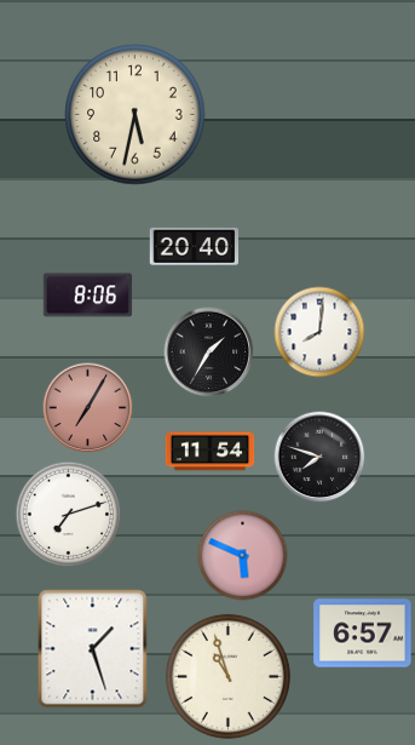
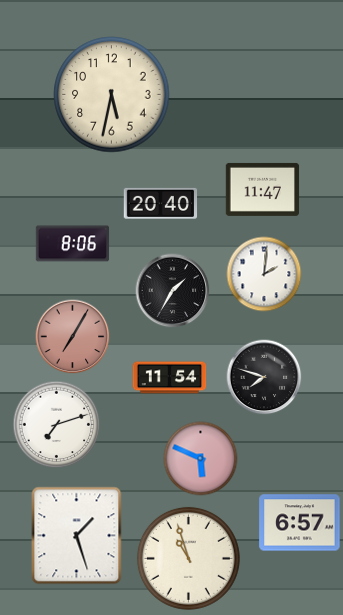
clock at (263, 189): none -> 11:47
clock at (319, 332): 8:01 -> 2:01
clock at (211, 452) position: (211, 452) -> (170, 378)
